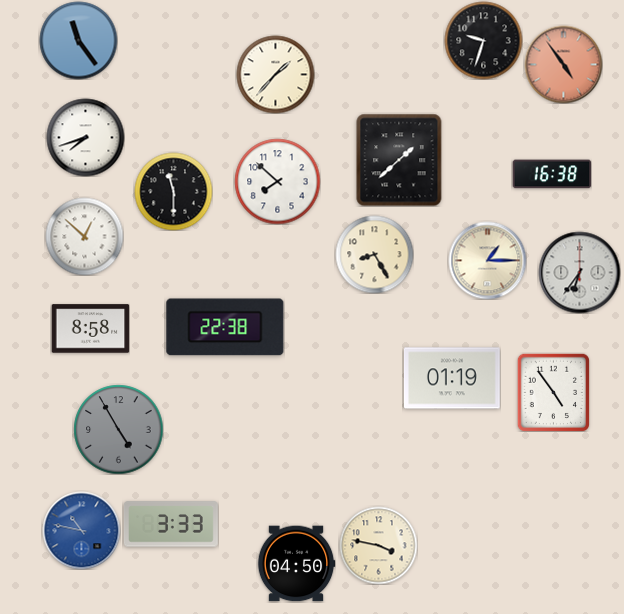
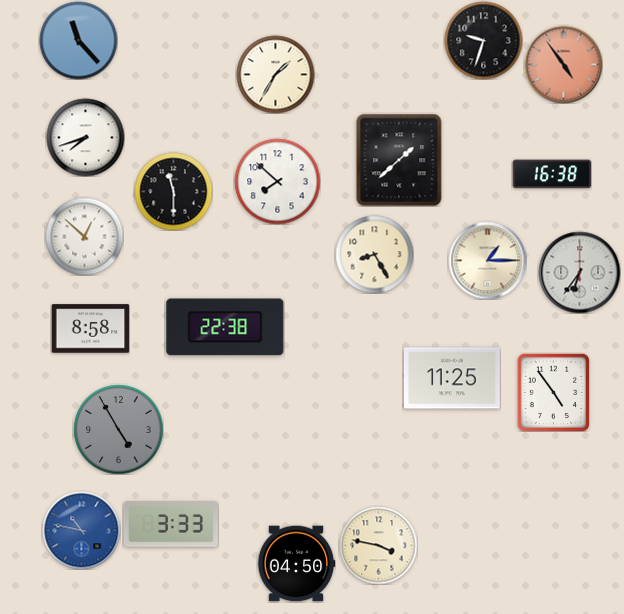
clock at (78, 40): 11:24 -> 11:23
clock at (275, 74): 1:37 -> 1:35
clock at (453, 378): 01:19 -> 11:25
